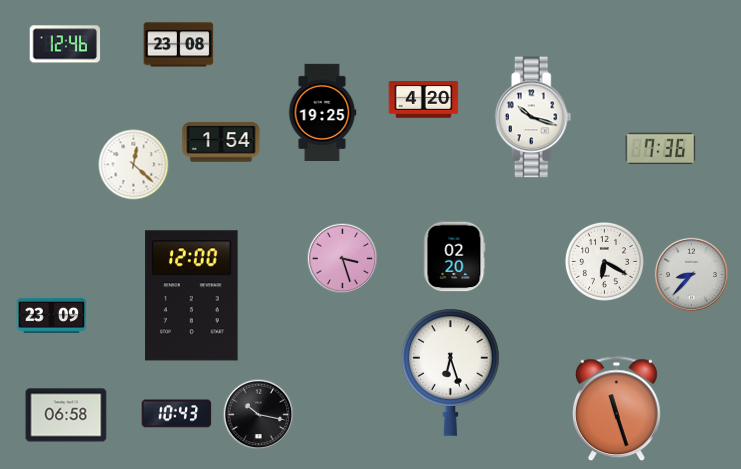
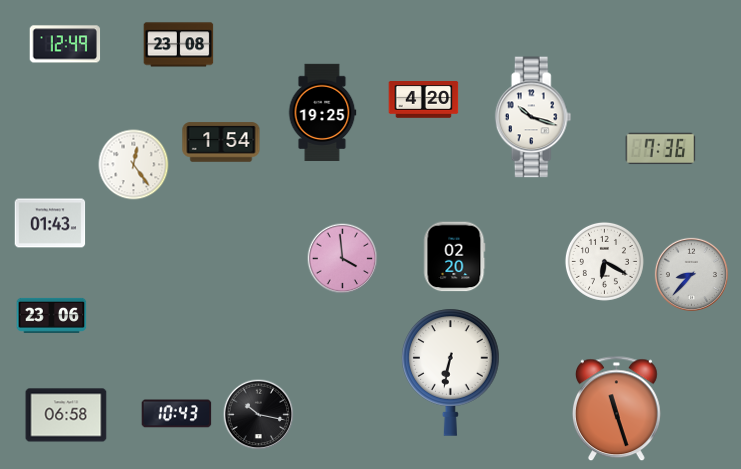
clock at (65, 44): 12:46 -> 12:49
clock at (134, 165): 12:22 -> 12:24
clock at (50, 223): none -> 01:43
clock at (343, 259): 3:27 -> 3:59
clock at (192, 296): 12:00 -> none
clock at (52, 315): 23:09 -> 23:06
clock at (451, 372): 6:27 -> 6:32
